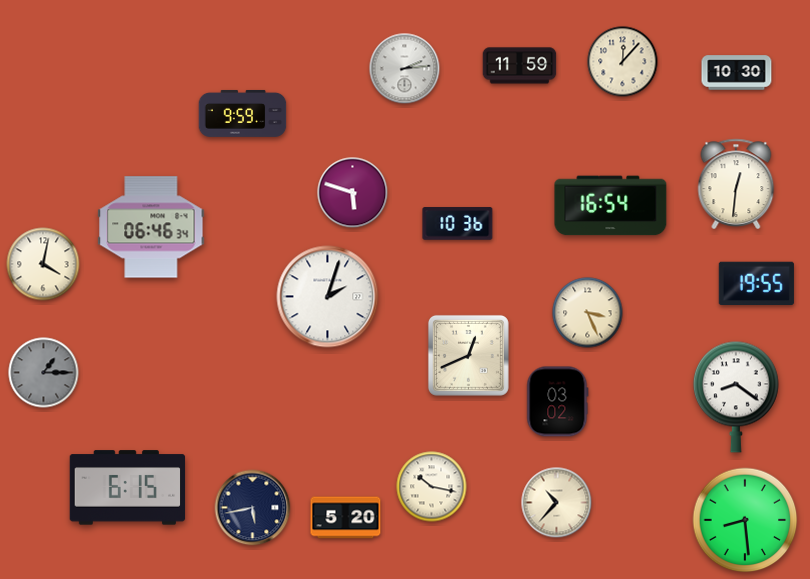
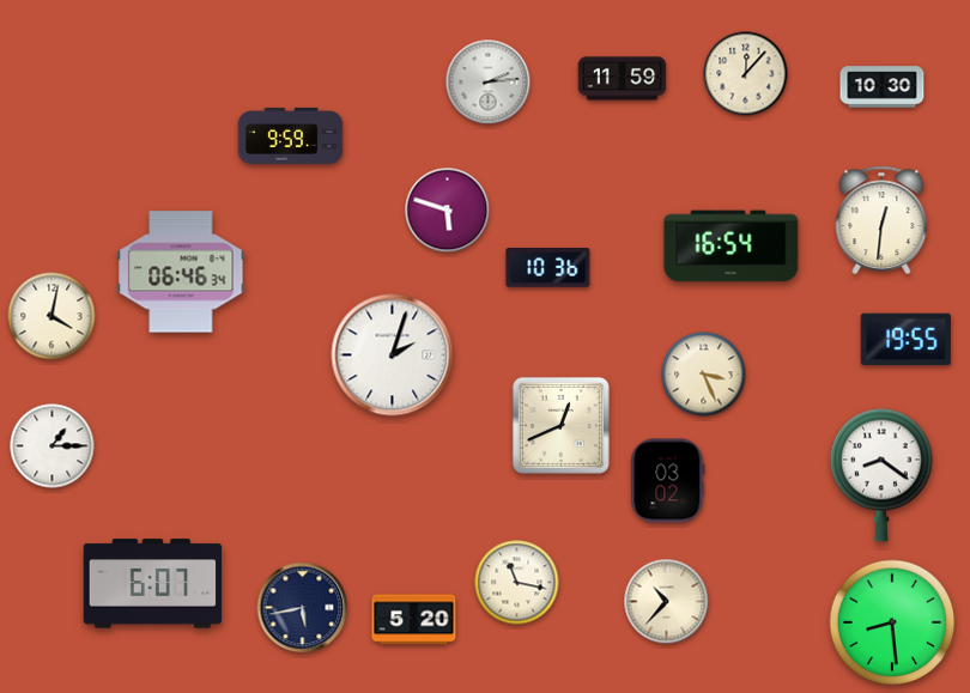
clock at (405, 69) position: (405, 69) -> (489, 83)
clock at (353, 193) position: (353, 193) -> (448, 211)
clock at (44, 373) dial: grey -> white
clock at (432, 487): 10:17 -> 11:17
clock at (128, 488): 6:15 -> 6:07
